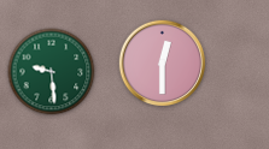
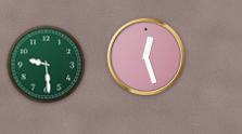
clock at (163, 64): 12:30 -> 12:27
